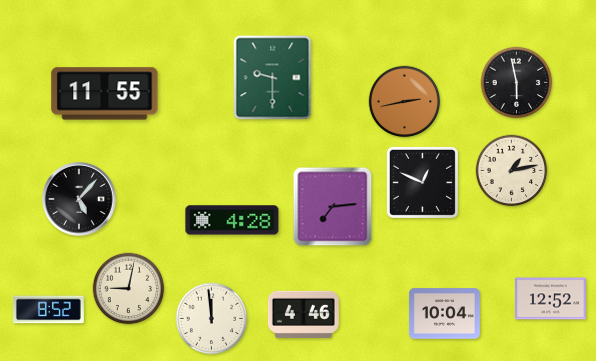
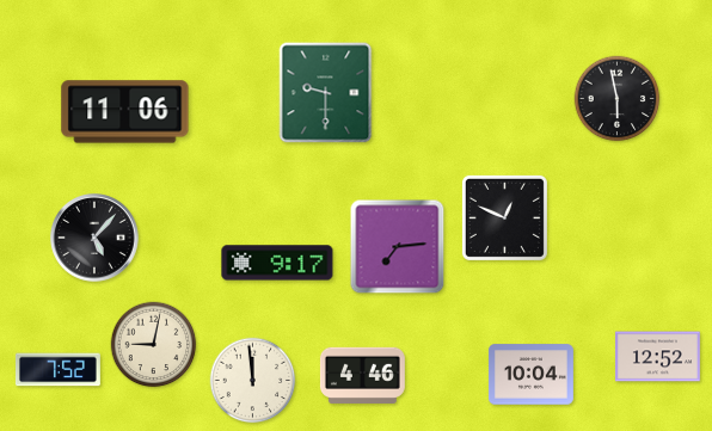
clock at (105, 94): 11:55 -> 11:06
clock at (405, 102): 2:43 -> none
clock at (512, 171): 1:13 -> none
clock at (232, 220): 4:28 -> 9:17
clock at (48, 310): 8:52 -> 7:52
